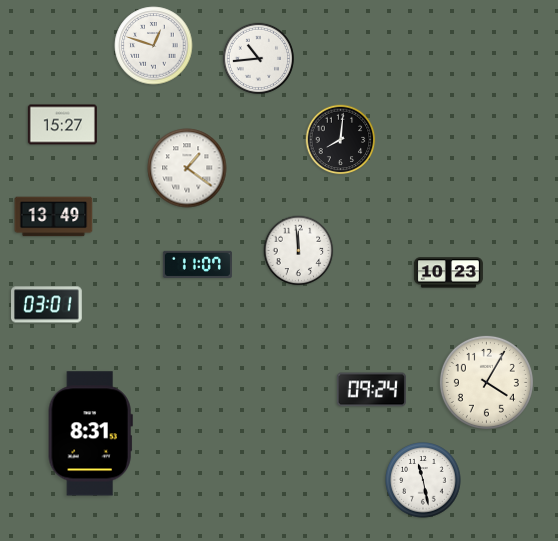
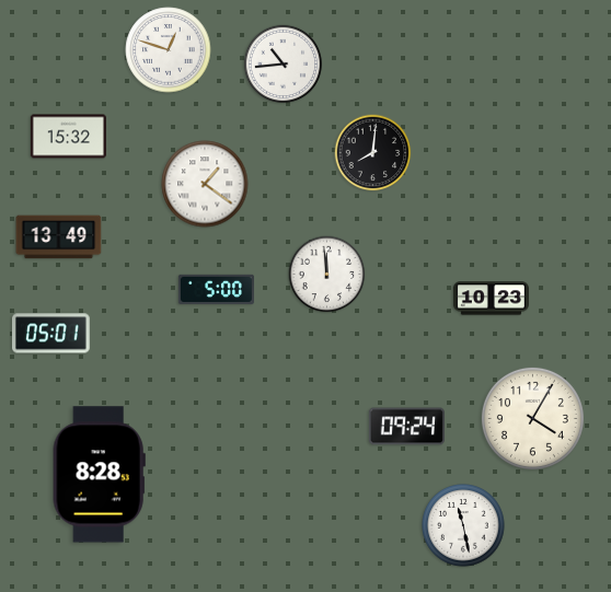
clock at (62, 125): 15:27 -> 15:32
clock at (197, 264): 11:07 -> 5:00
clock at (47, 305): 03:01 -> 05:01
clock at (90, 434): 8:31 -> 8:28
